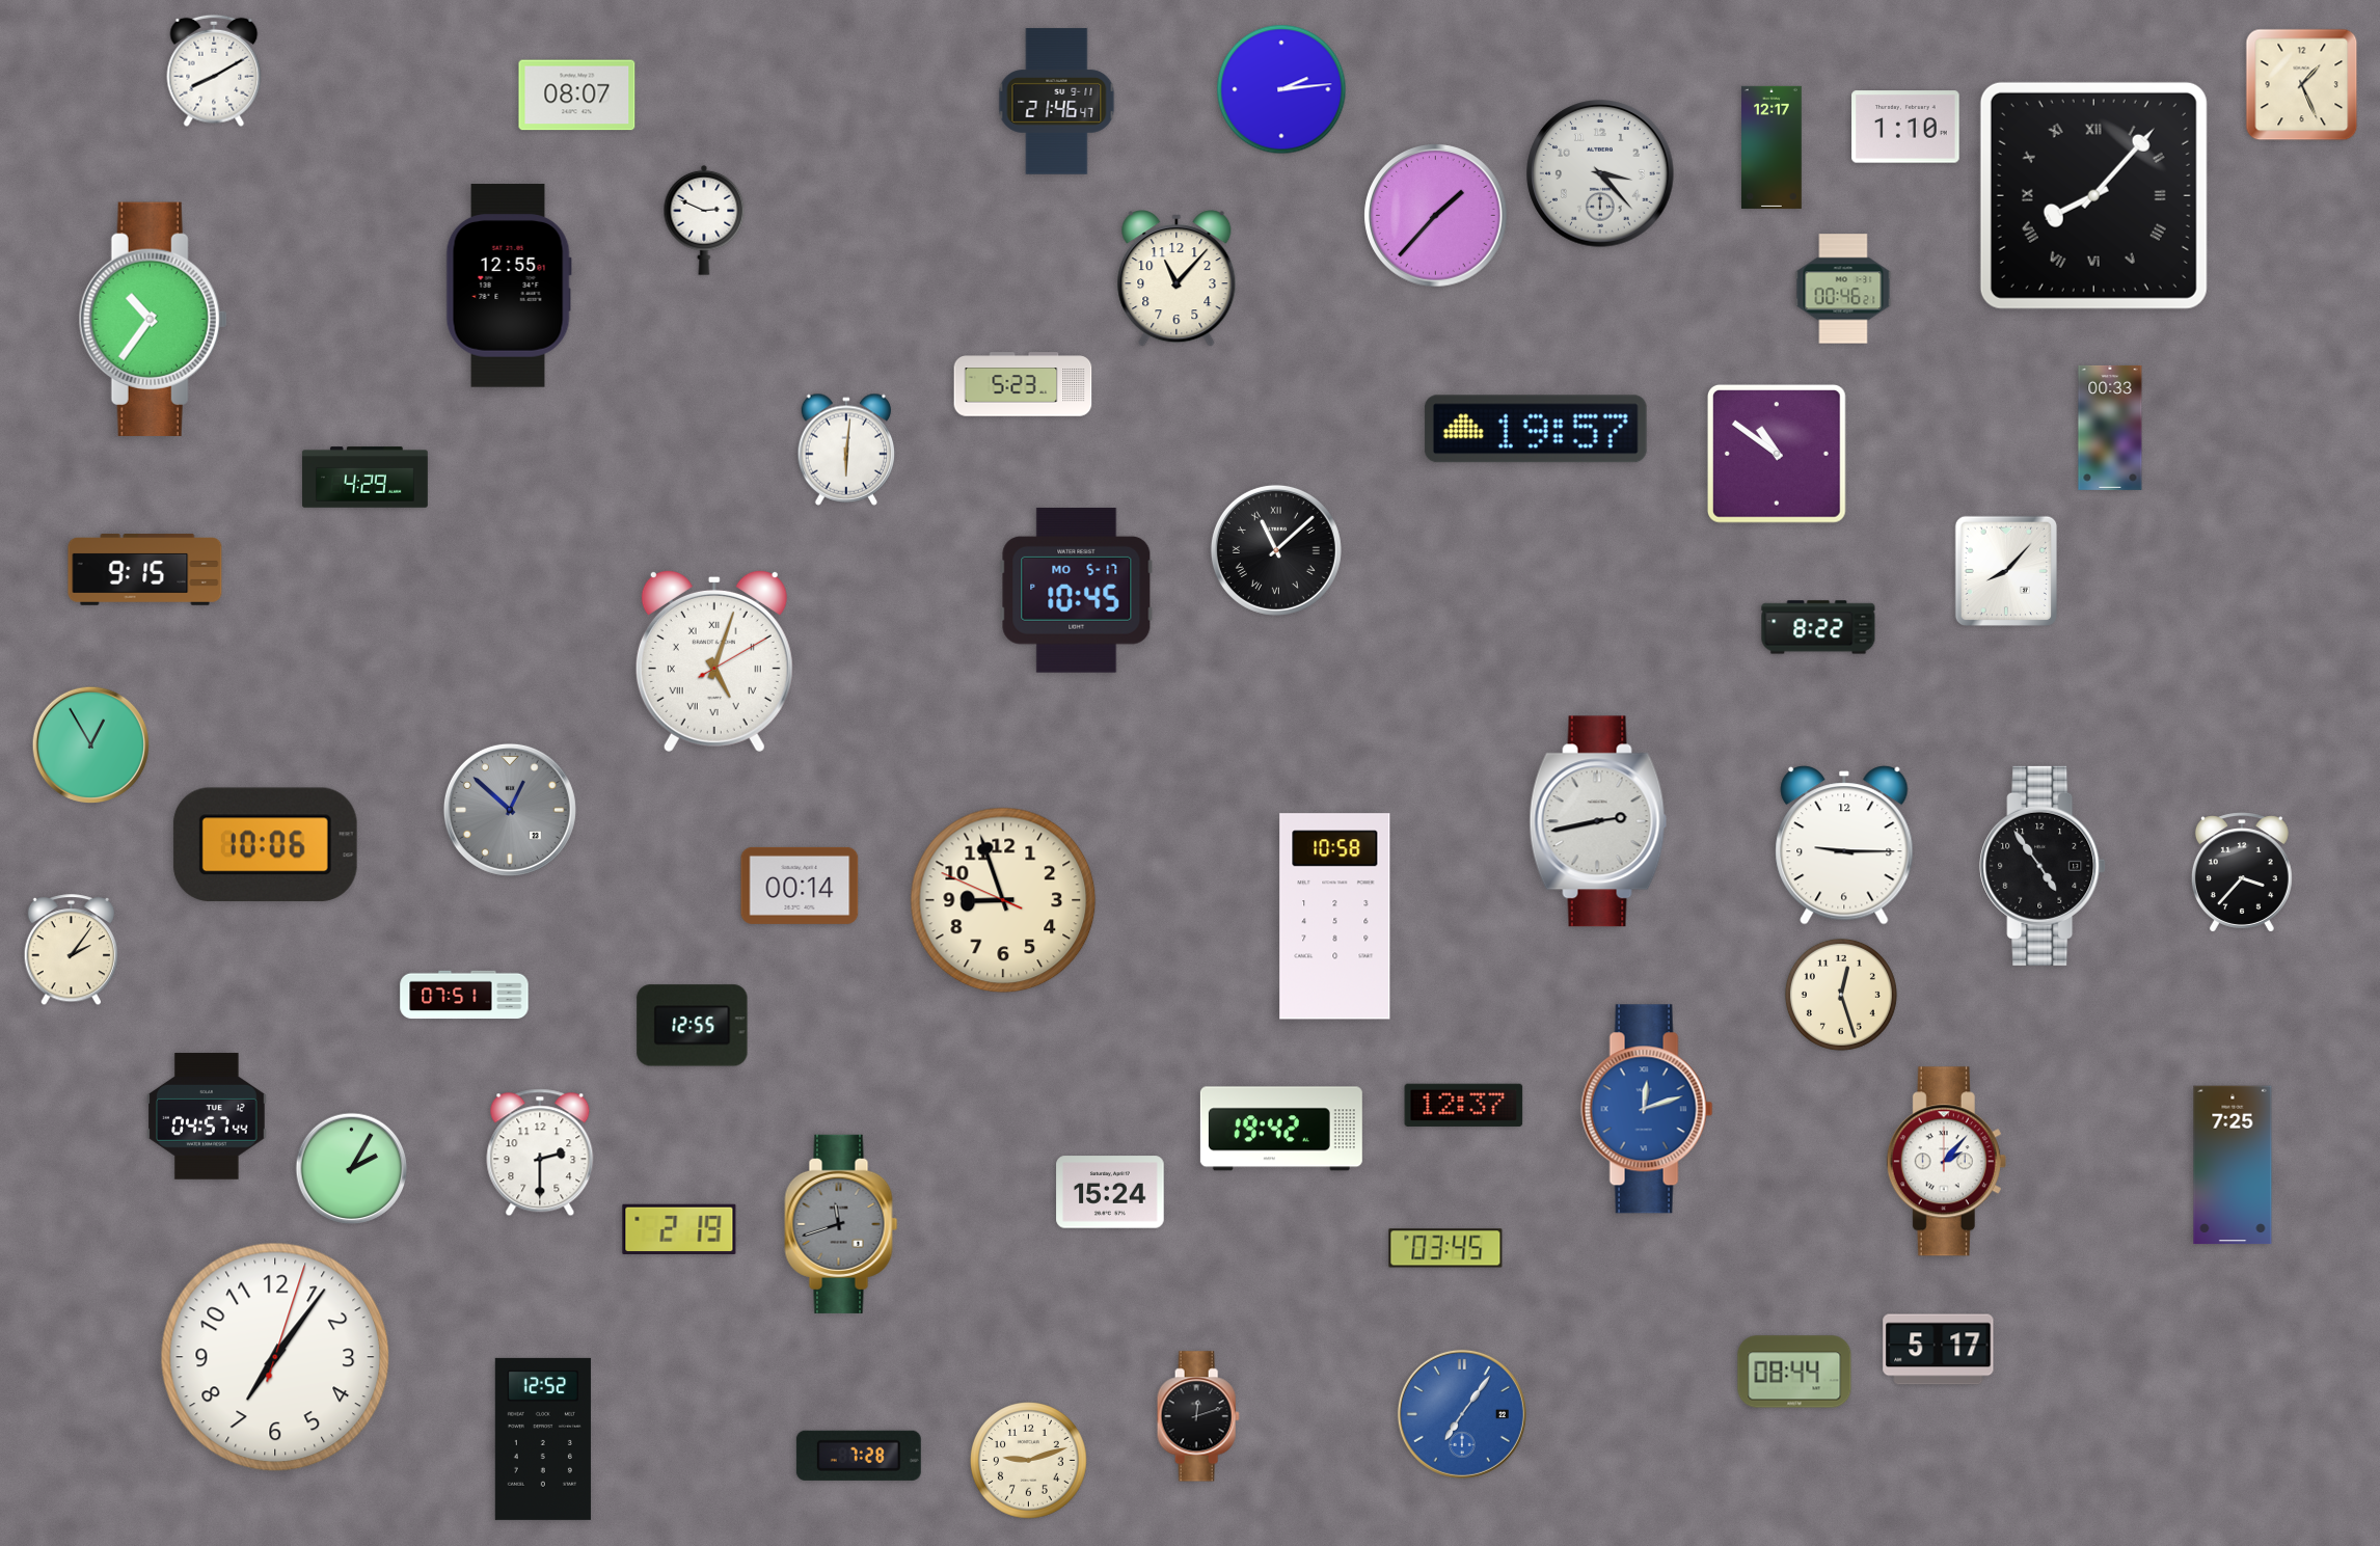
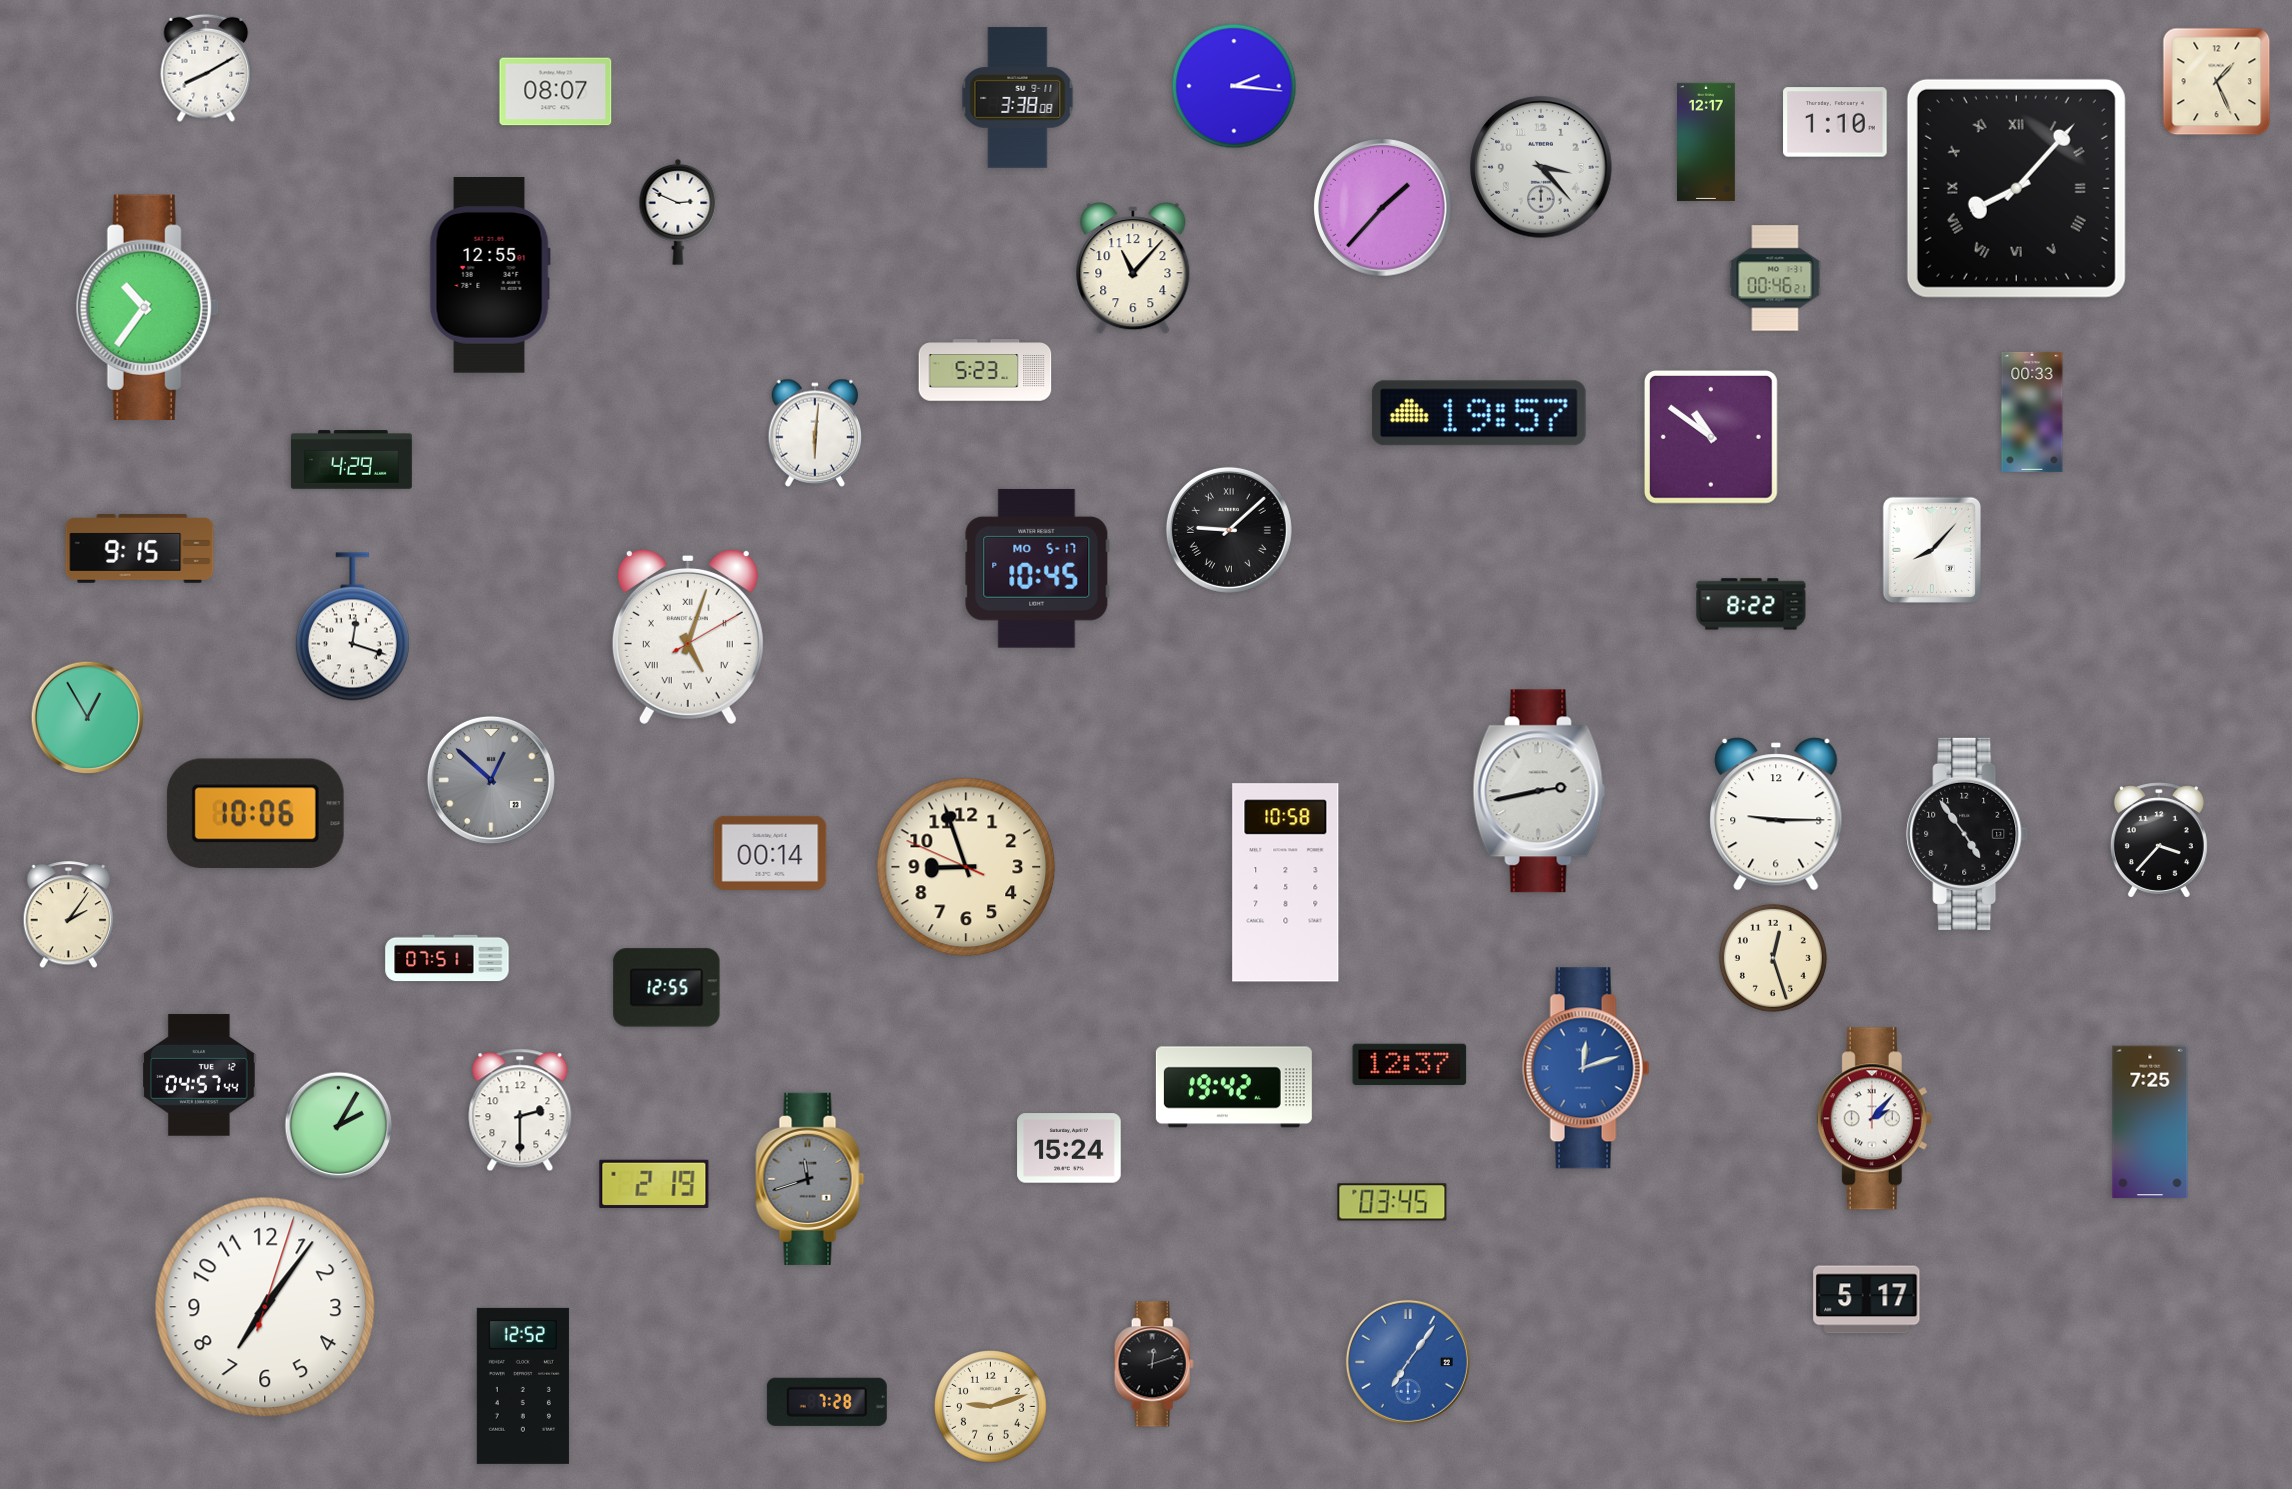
clock at (1281, 89): 2:14 -> 2:16
clock at (1057, 102): 21:46 -> 3:38
clock at (1276, 550): 11:08 -> 9:08
clock at (352, 627): none -> 12:18
clock at (1794, 1372): 08:44 -> none
